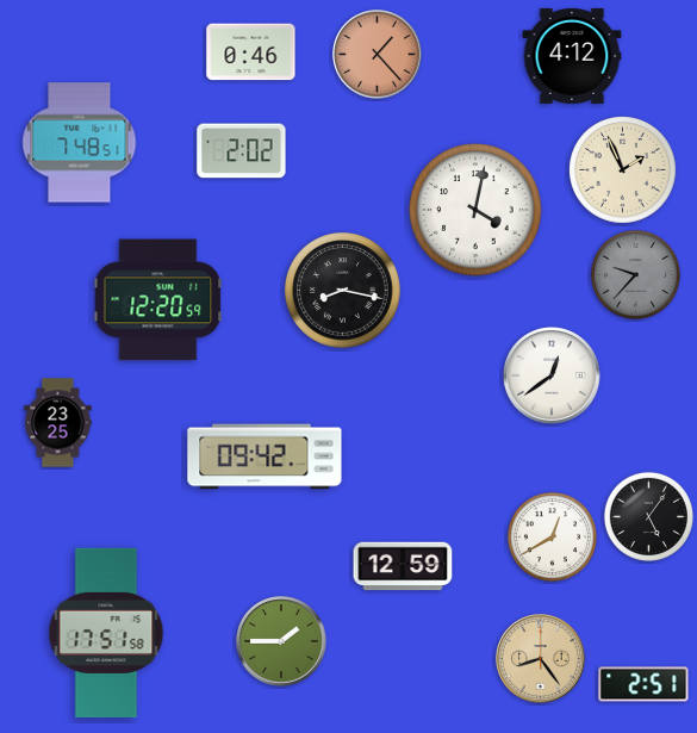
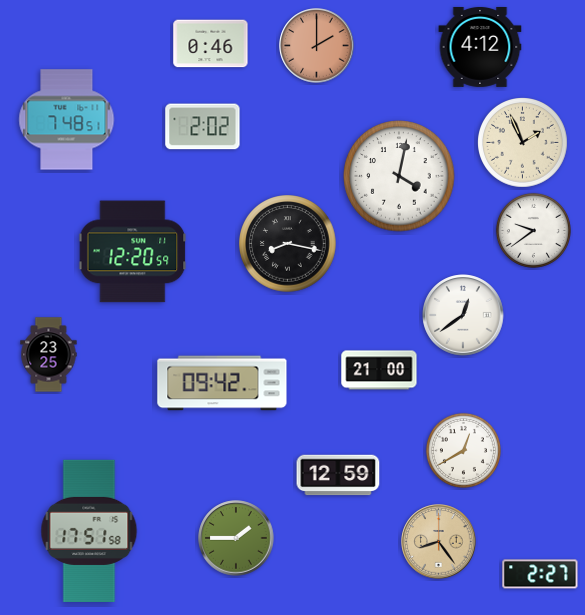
clock at (378, 55): 1:23 -> 2:00
clock at (635, 274): 9:37 -> 9:39
clock at (635, 274) dial: grey -> white
clock at (379, 370): none -> 21:00
clock at (648, 516): 5:06 -> none
clock at (541, 659) position: (541, 659) -> (439, 542)
clock at (643, 684): 2:51 -> 2:27
